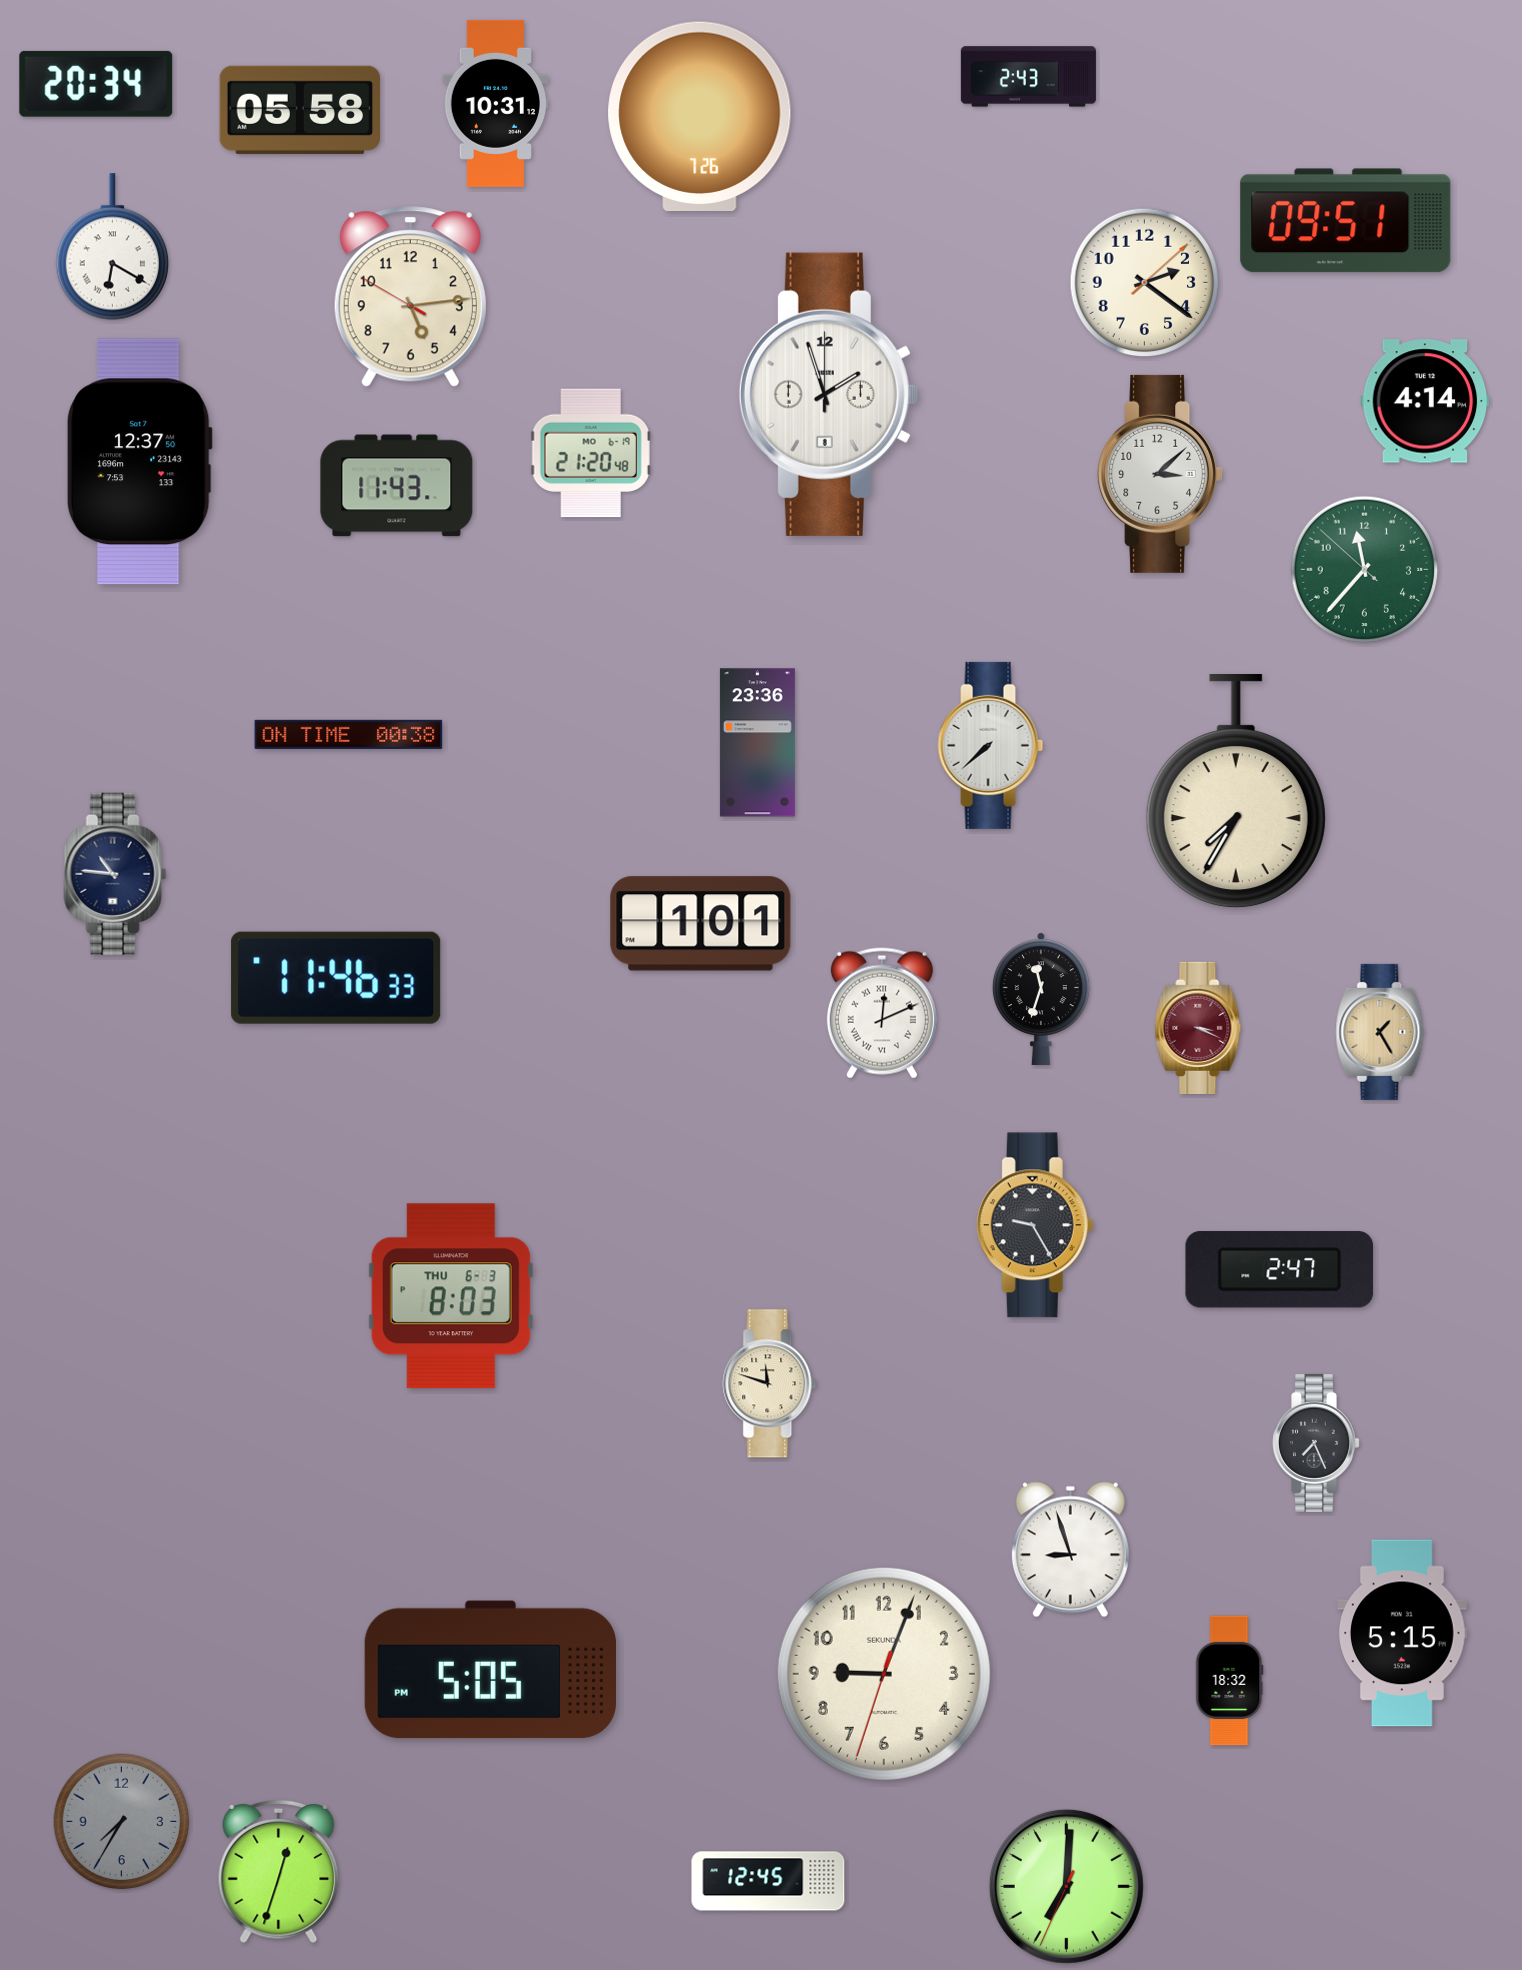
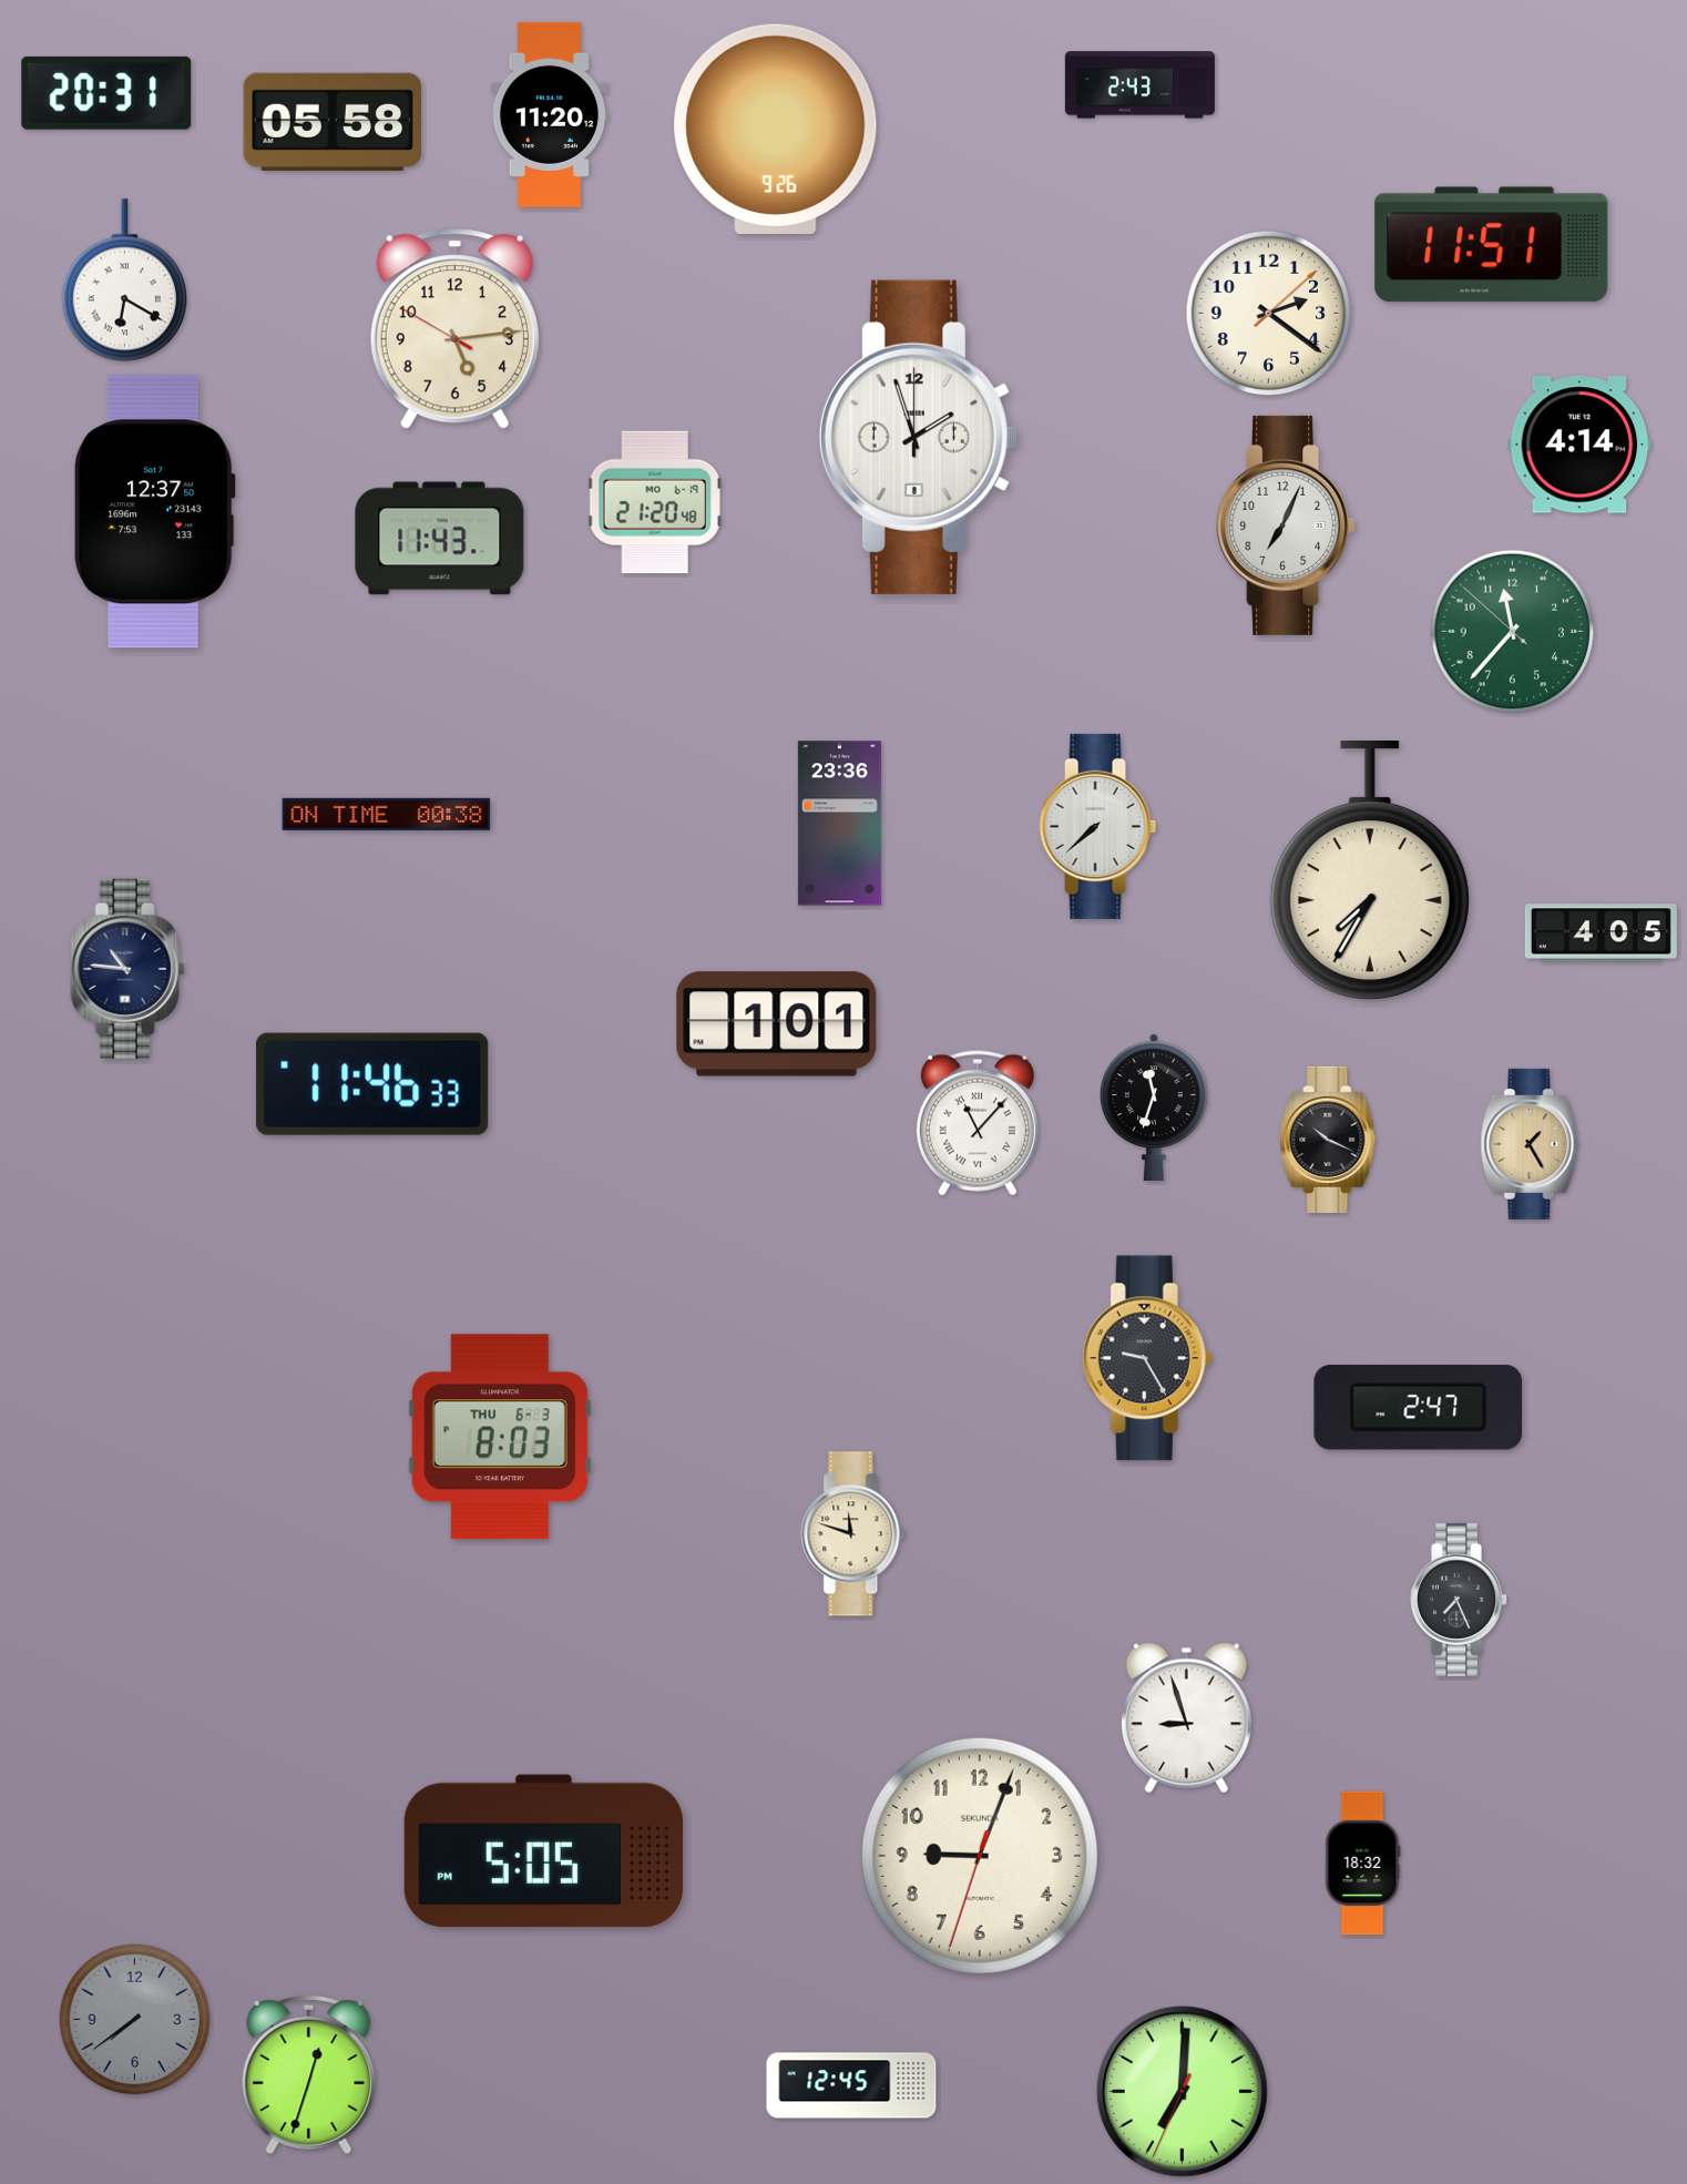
clock at (96, 84): 20:34 -> 20:31
clock at (495, 103): 10:31 -> 11:20
clock at (700, 116): 7:26 -> 9:26
clock at (1346, 221): 09:51 -> 11:51
clock at (112, 247) position: (112, 247) -> (124, 280)
clock at (1160, 474): 3:08 -> 7:04
clock at (1236, 792) position: (1236, 792) -> (1370, 871)
clock at (1601, 933): none -> 4:05
clock at (882, 1013): 12:11 -> 11:07
clock at (1198, 1027): 3:19 -> 10:19
clock at (1198, 1027) dial: burgundy -> black
clock at (1403, 1633): 5:15 -> none
clock at (122, 1822): 7:35 -> 7:39
